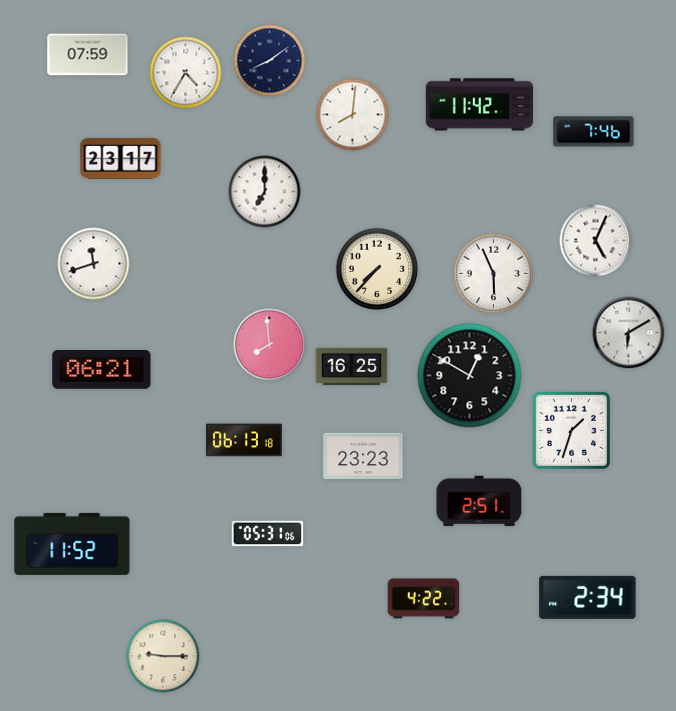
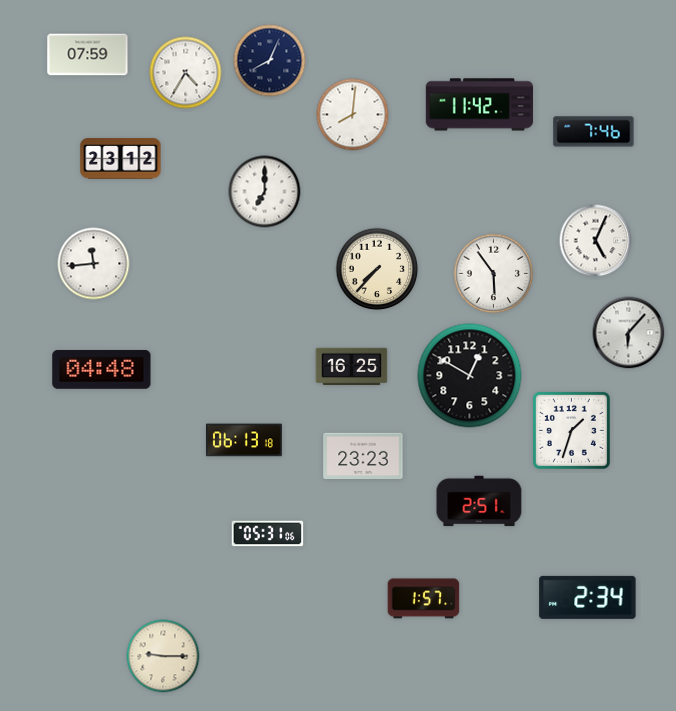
clock at (270, 61): 8:09 -> 8:04
clock at (121, 159): 23:17 -> 23:12
clock at (94, 264): 11:42 -> 11:44
clock at (494, 274): 5:56 -> 5:54
clock at (629, 333): 6:10 -> 6:07
clock at (270, 345): 7:59 -> none
clock at (102, 369): 06:21 -> 04:48
clock at (72, 544): 11:52 -> none
clock at (424, 599): 4:22 -> 1:57
